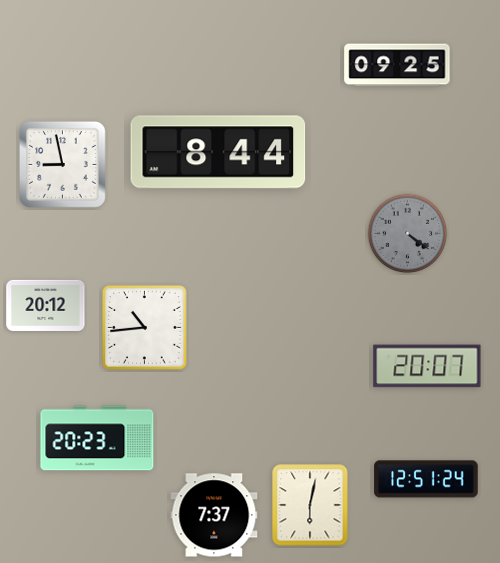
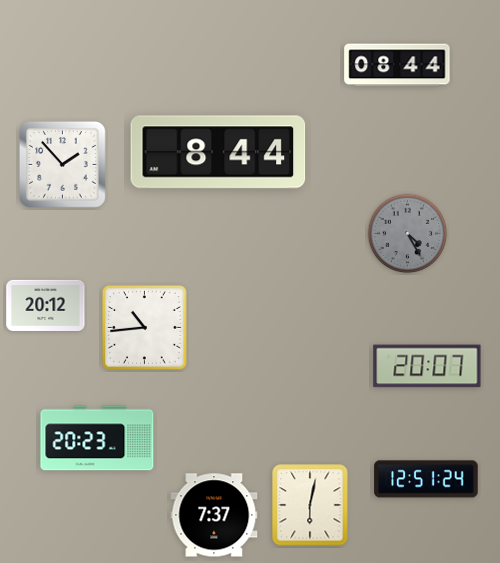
clock at (397, 65): 09:25 -> 08:44
clock at (63, 165): 8:58 -> 1:53
clock at (408, 234): 4:21 -> 4:25
